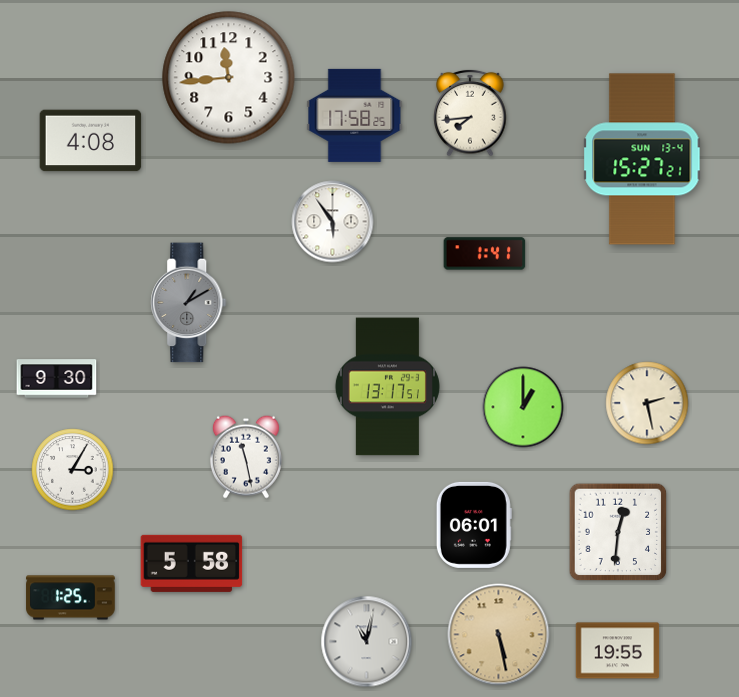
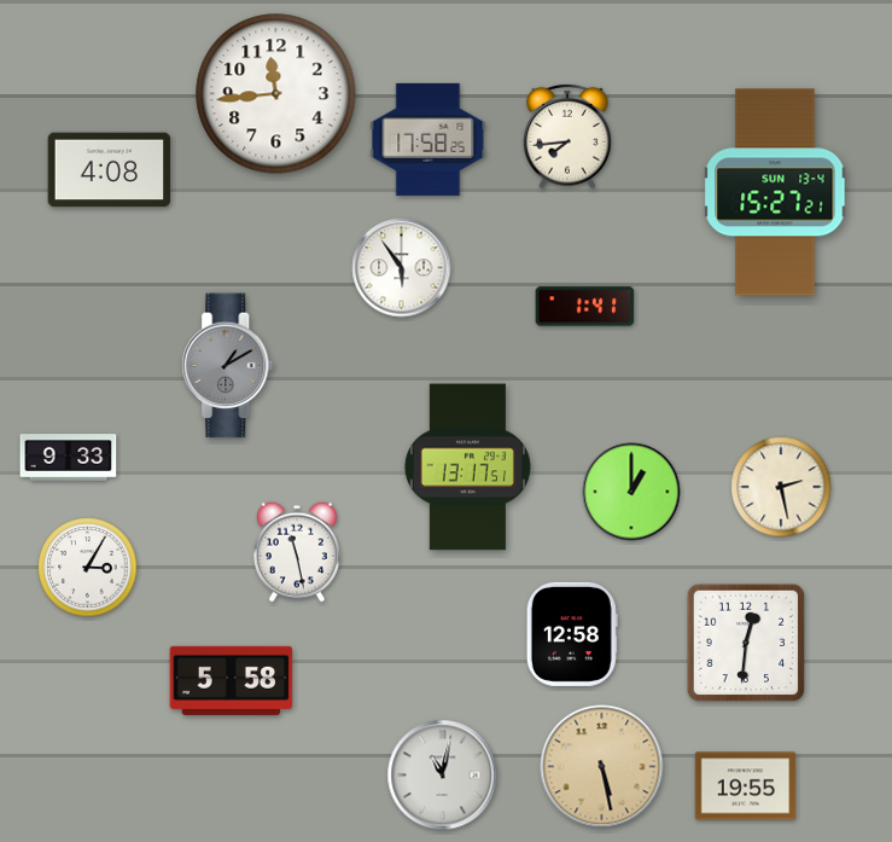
clock at (57, 379): 9:30 -> 9:33
clock at (474, 525): 06:01 -> 12:58
clock at (71, 598): 1:25 -> none
